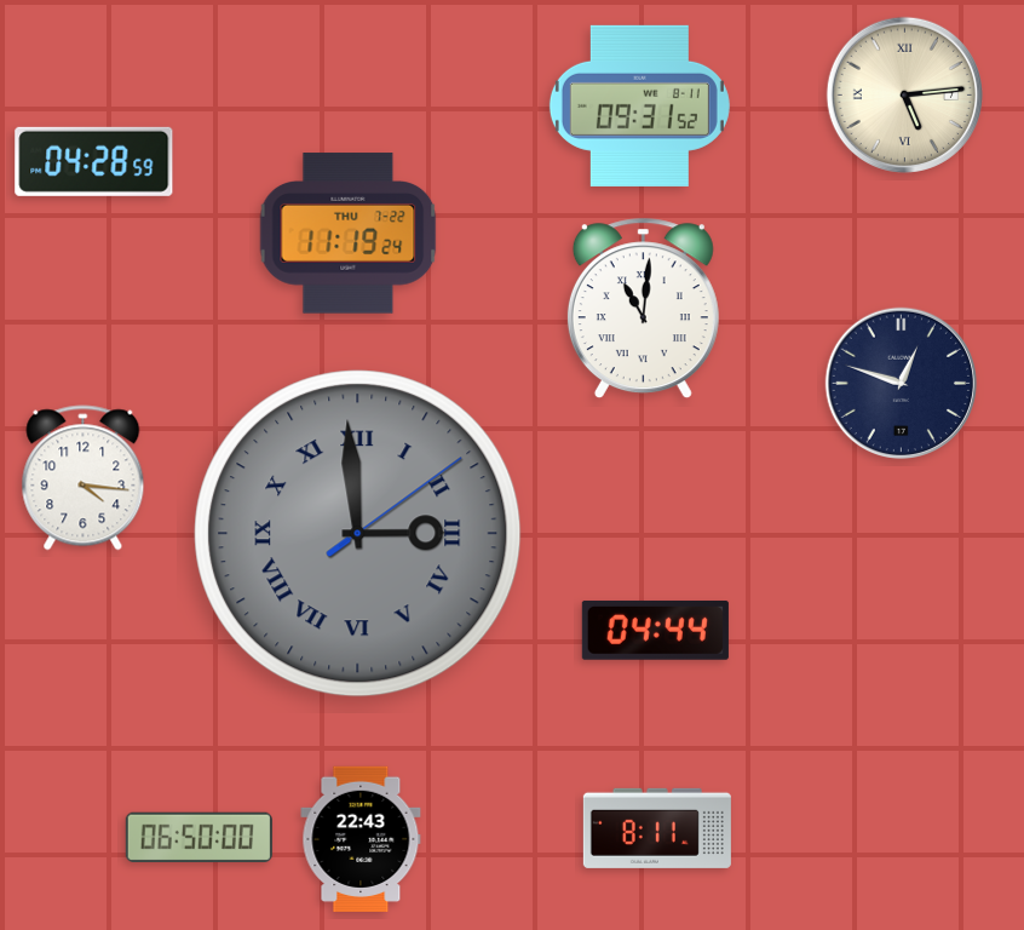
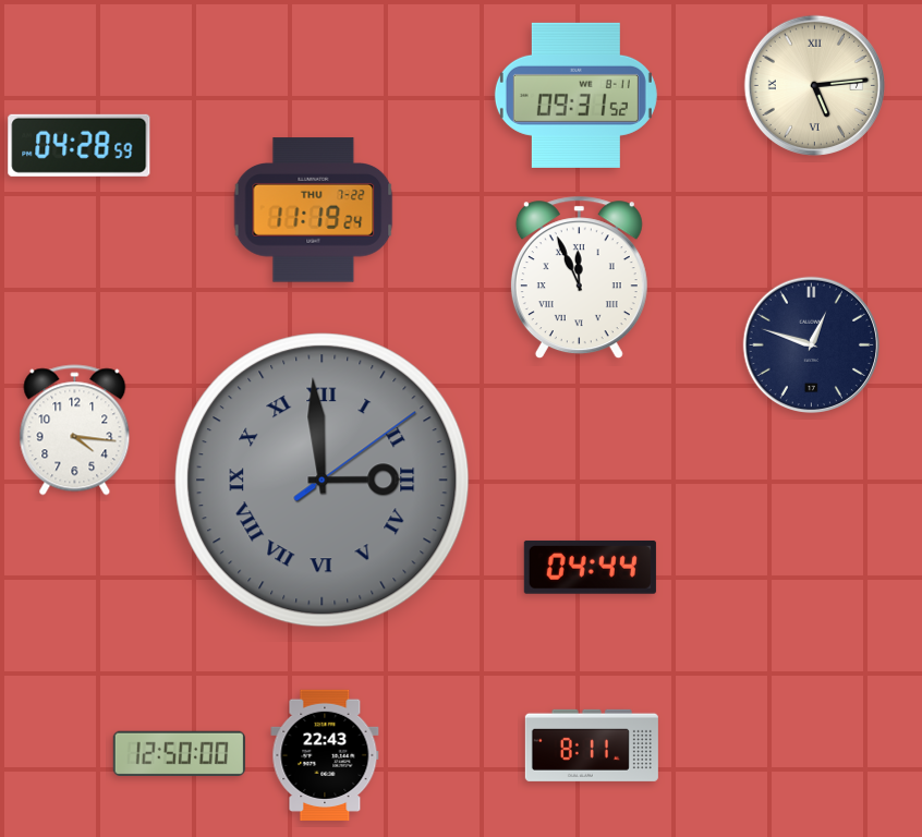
clock at (94, 161) position: (94, 161) -> (80, 145)
clock at (643, 309): 11:01 -> 11:56
clock at (199, 837): 06:50 -> 12:50
